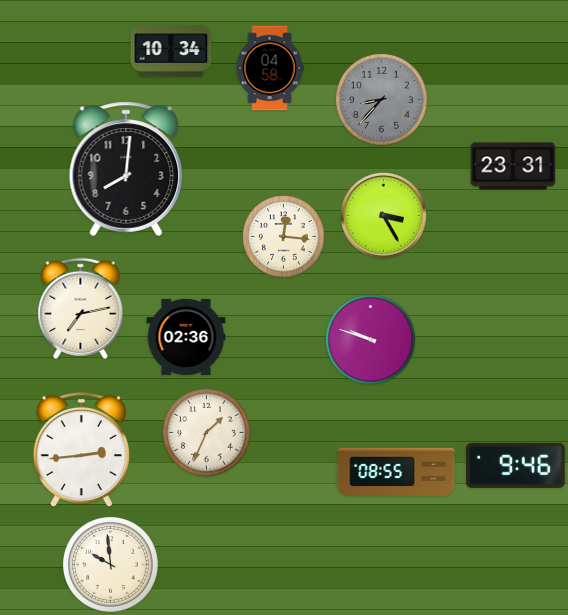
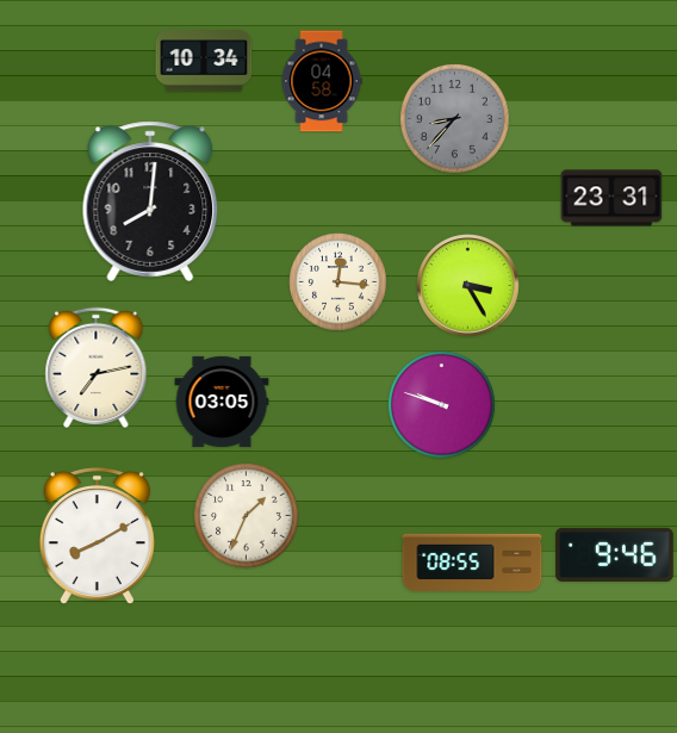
clock at (384, 216) position: (384, 216) -> (468, 286)
clock at (186, 337): 02:36 -> 03:05
clock at (81, 450): 2:44 -> 8:10
clock at (110, 564): 9:59 -> none
